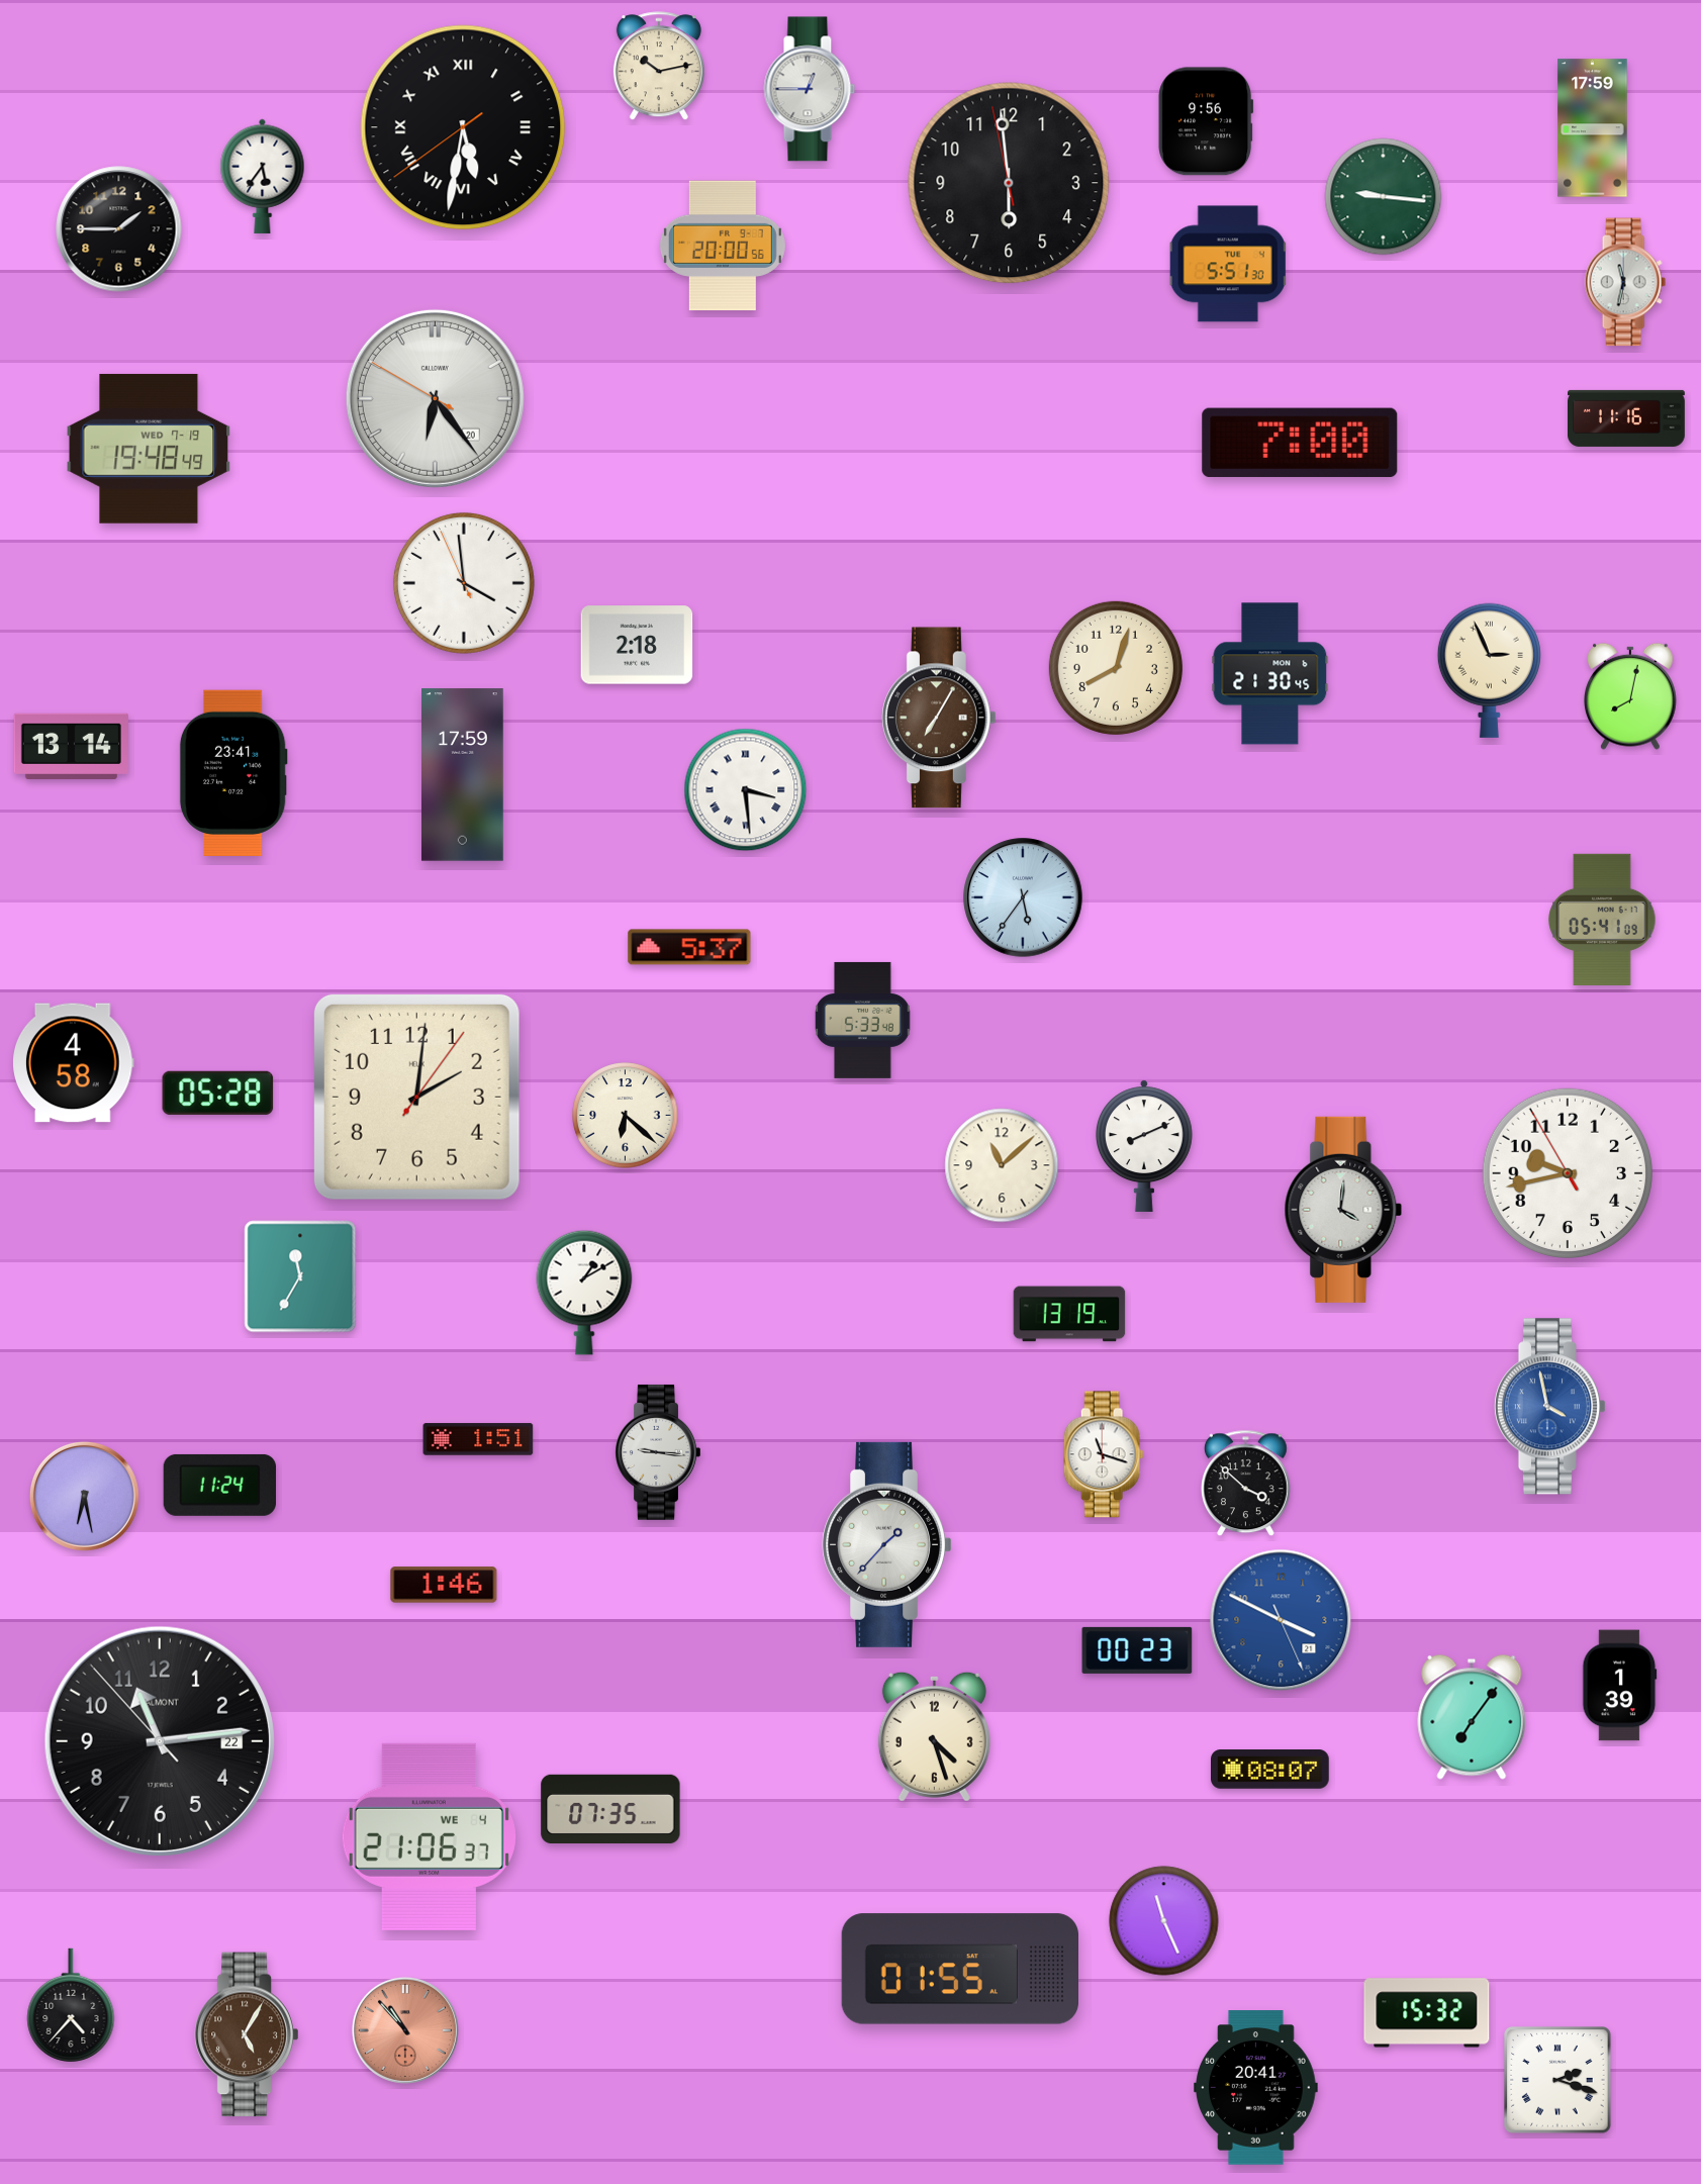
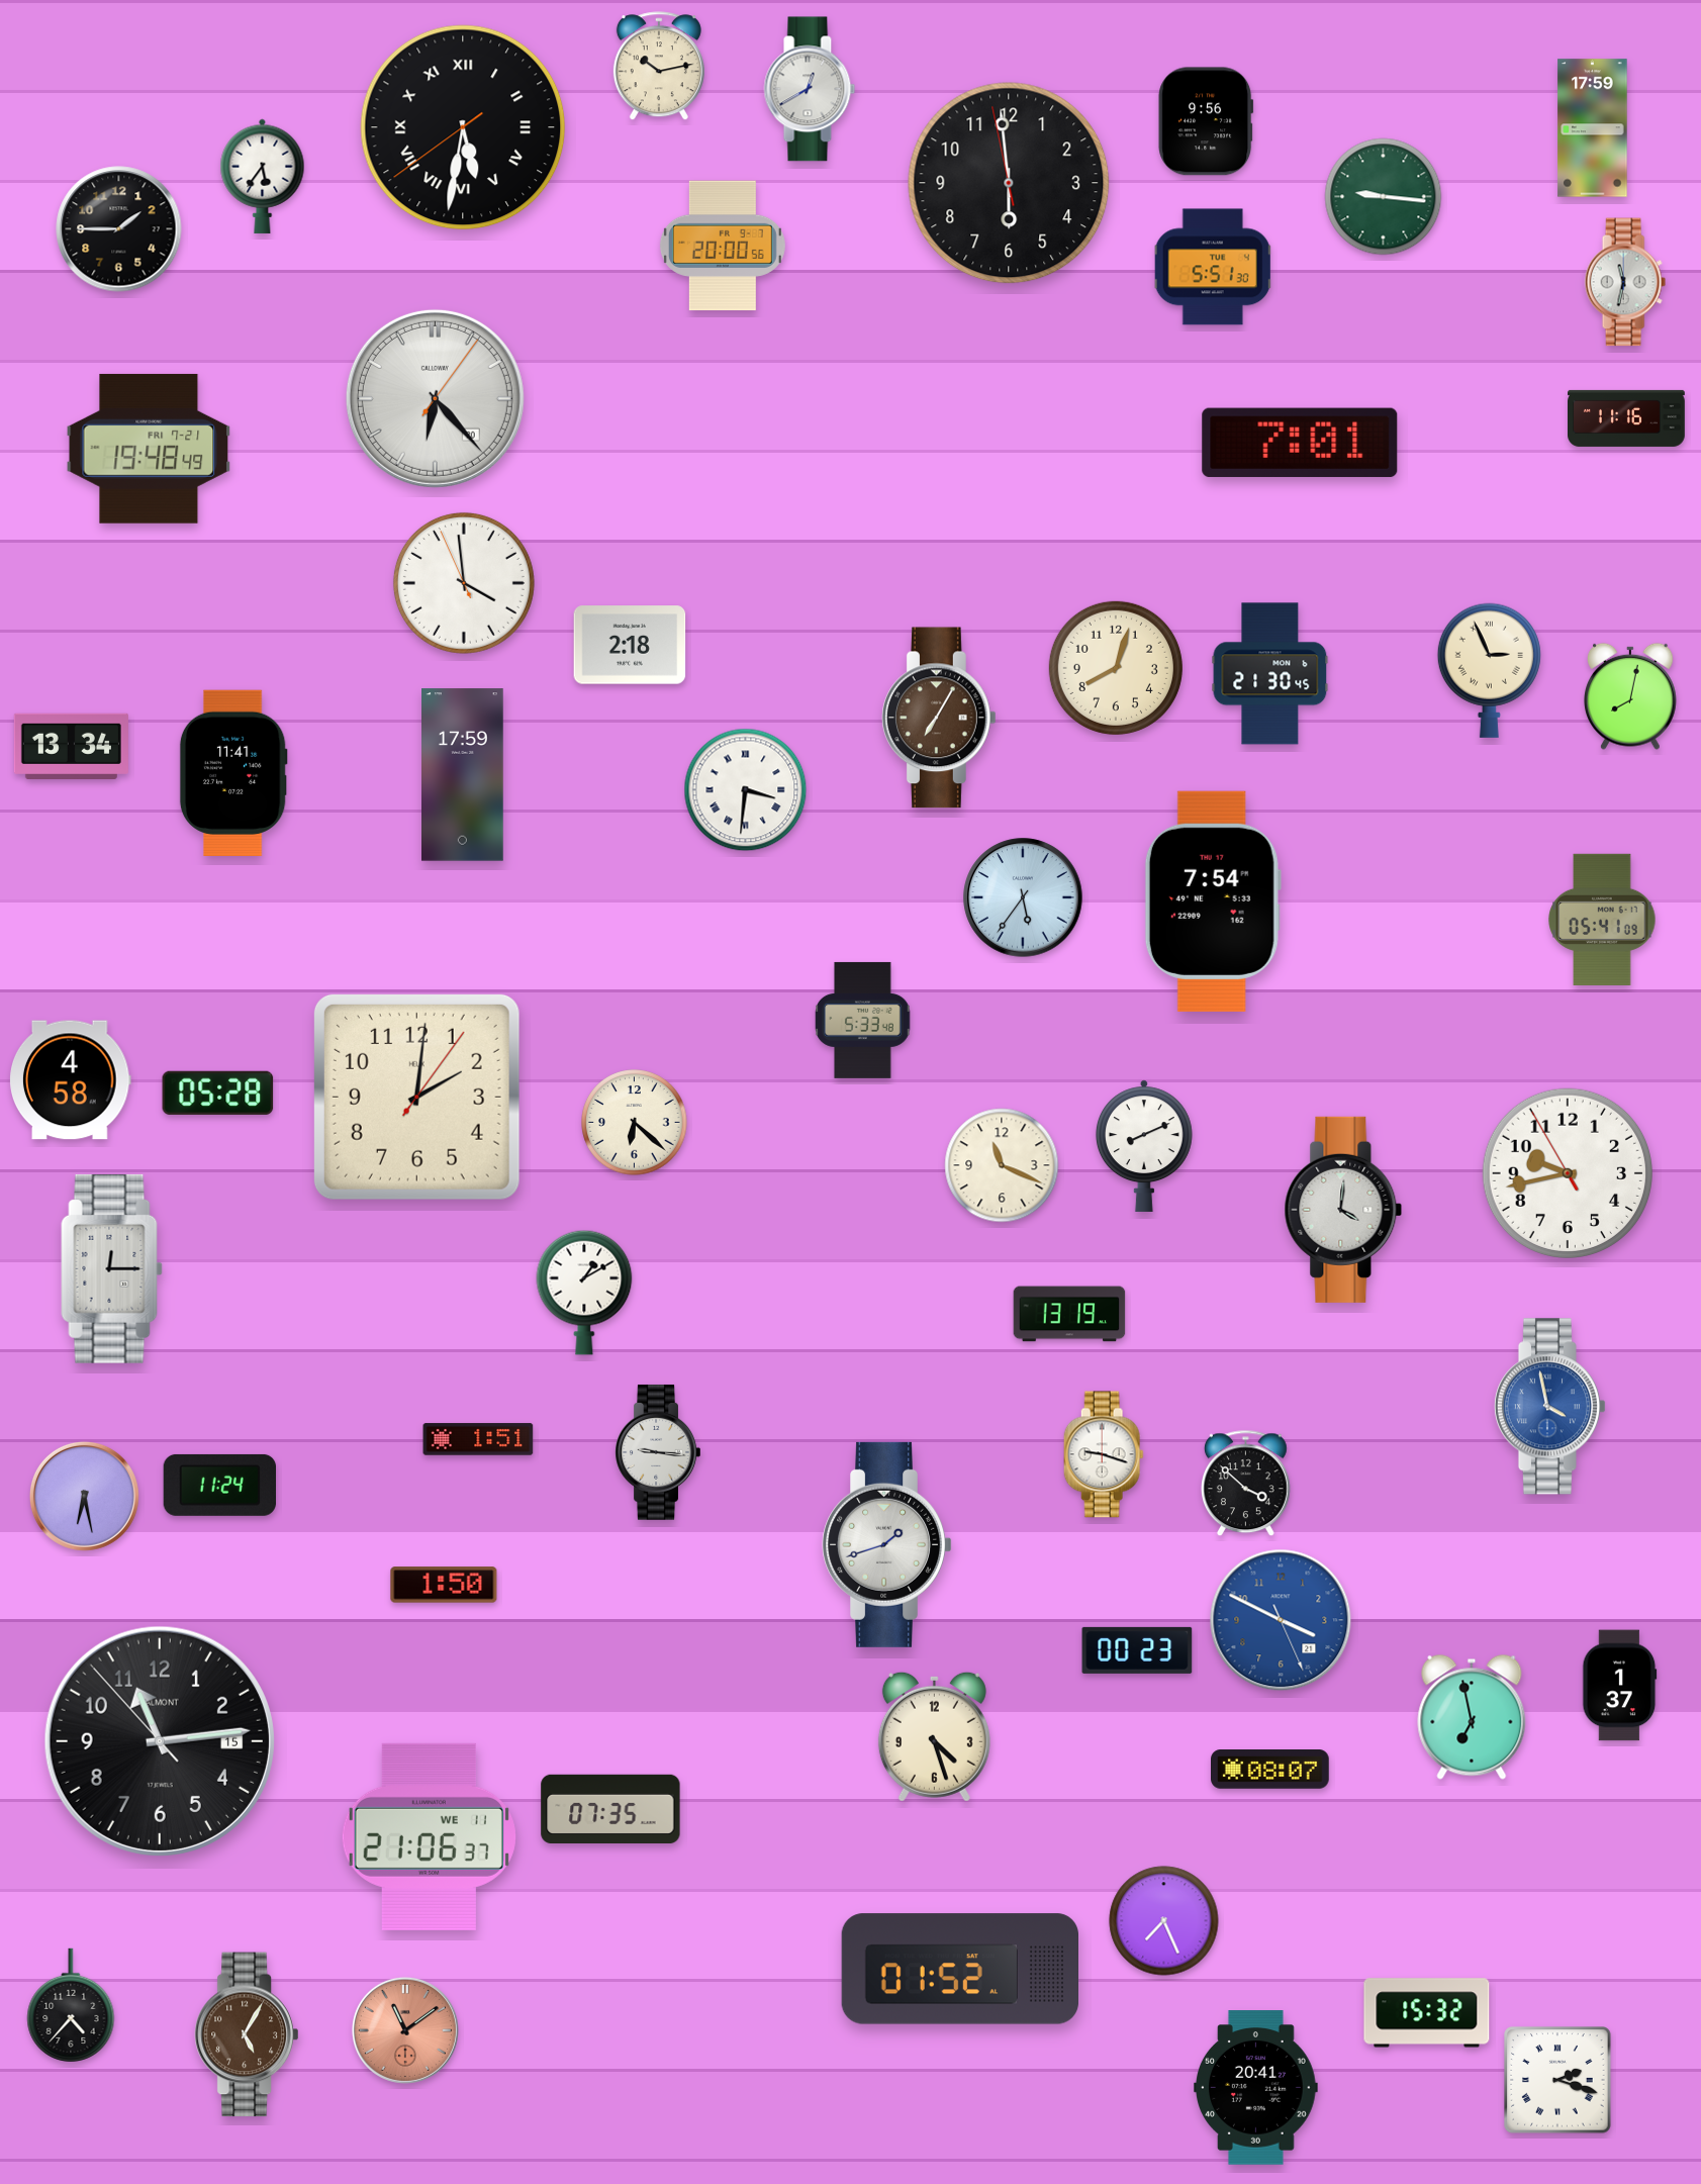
clock at (810, 89): 12:45 -> 12:40
clock at (1228, 264) position: (1228, 264) -> (1213, 267)
clock at (435, 398): 6:23:50 -> 6:23:06
clock at (1300, 443): 7:00 -> 7:01
clock at (149, 449) date: WED 7-19 -> FRI 7-21
clock at (637, 645) position: (637, 645) -> (630, 645)
clock at (71, 746): 13:14 -> 13:34
clock at (233, 772): 23:41 -> 11:41
clock at (746, 790): 3:29 -> 3:31
clock at (1213, 901): none -> 7:54
clock at (689, 947): 5:37 -> none
clock at (74, 1063) position: (74, 1063) -> (71, 1080)
clock at (626, 1116) position: (626, 1116) -> (635, 1123)
clock at (1002, 1165): 11:08 -> 11:19
clock at (112, 1268): none -> 12:15
clock at (300, 1276): 11:35 -> none
clock at (1104, 1454): 11:18 -> 9:18
clock at (886, 1544): 1:37 -> 1:42
clock at (444, 1585): 1:46 -> 1:50
clock at (1620, 1686): 1:39 -> 1:37
clock at (1472, 1717): 7:06 -> 6:58
clock at (160, 1741) date: 22 -> 15
clock at (429, 1836) date: WE 4 -> WE 11
clock at (1164, 1921): 11:26 -> 7:26
clock at (959, 1969): 01:55 -> 01:52
clock at (405, 2030): 10:53 -> 11:09
